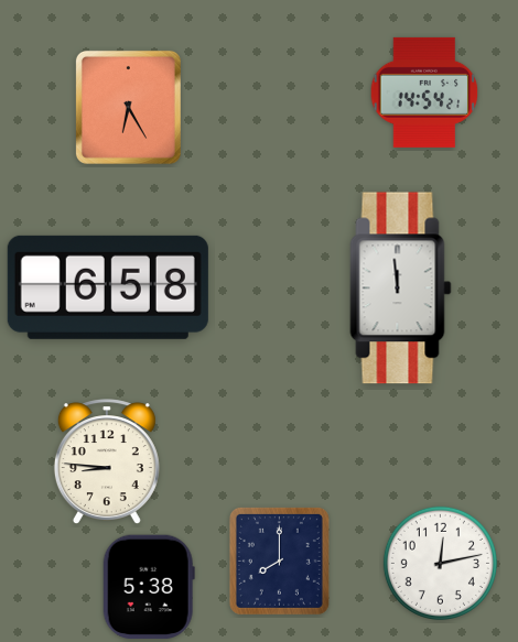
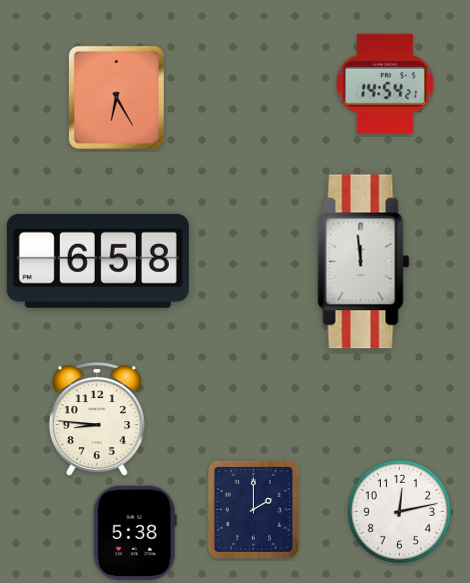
clock at (279, 561): 8:00 -> 2:00
